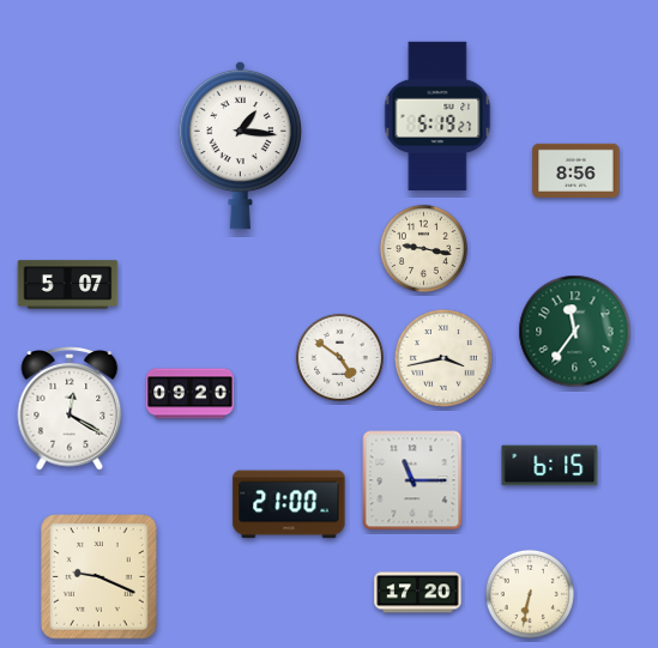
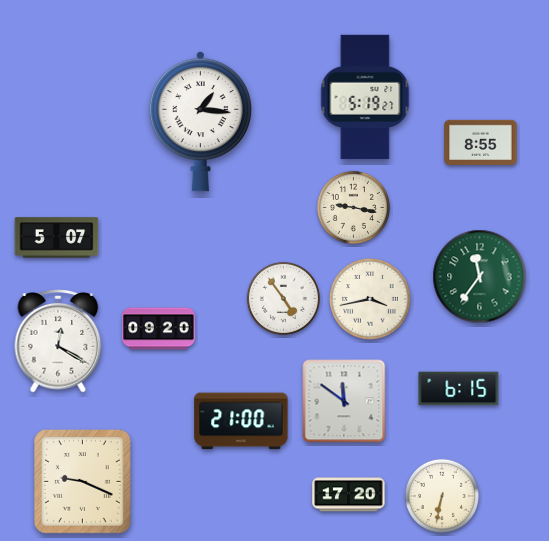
clock at (576, 170): 8:56 -> 8:55
clock at (339, 357): 4:51 -> 4:54
clock at (412, 480): 11:15 -> 11:51
